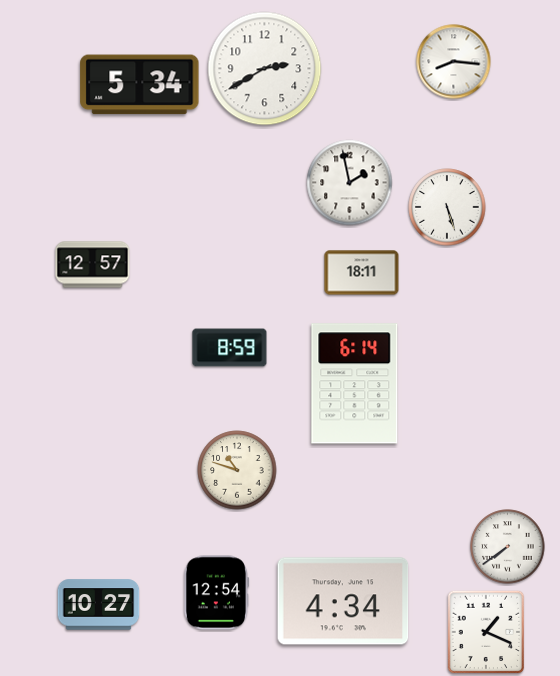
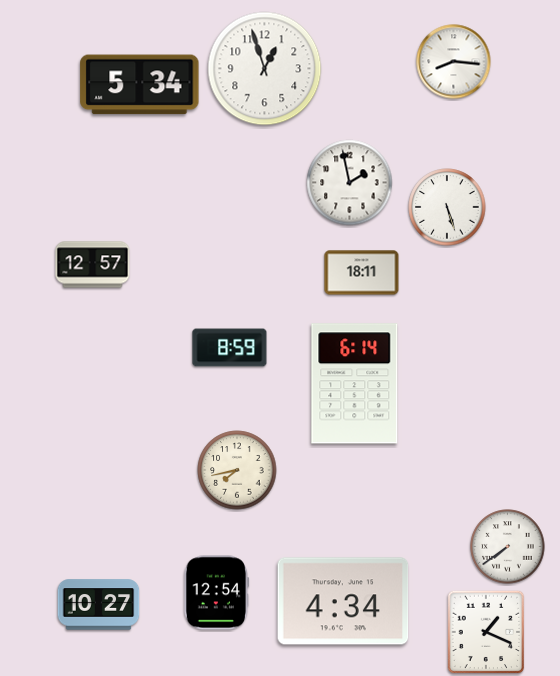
clock at (265, 69): 2:40 -> 12:57
clock at (237, 470): 10:48 -> 7:43
